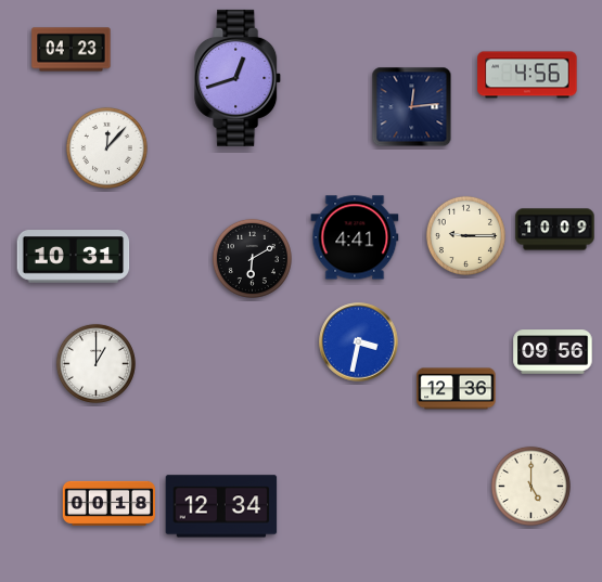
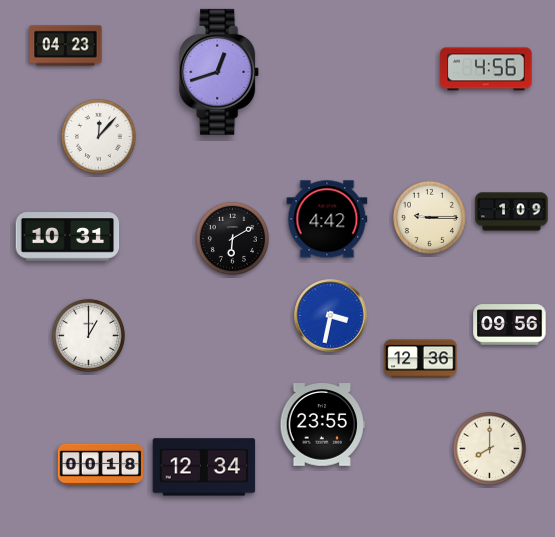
clock at (412, 107): 12:14 -> none
clock at (555, 230): 10:09 -> 1:09
clock at (355, 237): 4:41 -> 4:42
clock at (322, 425): none -> 23:55
clock at (530, 486): 5:00 -> 8:00
